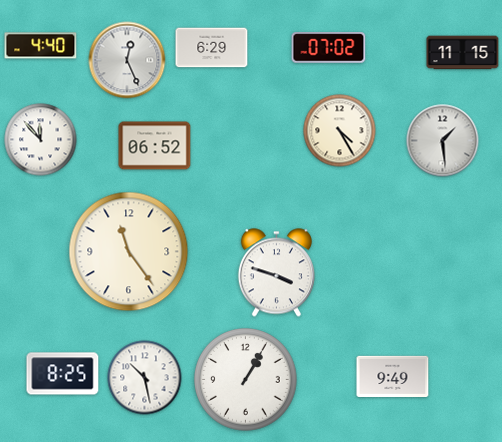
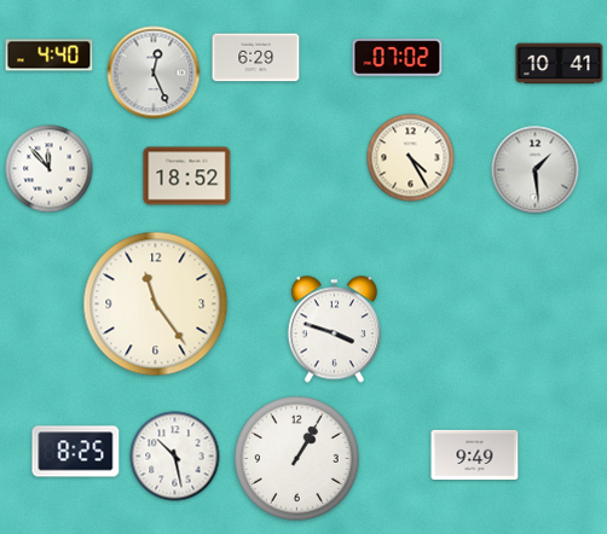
clock at (463, 53): 11:15 -> 10:41
clock at (155, 146): 06:52 -> 18:52
